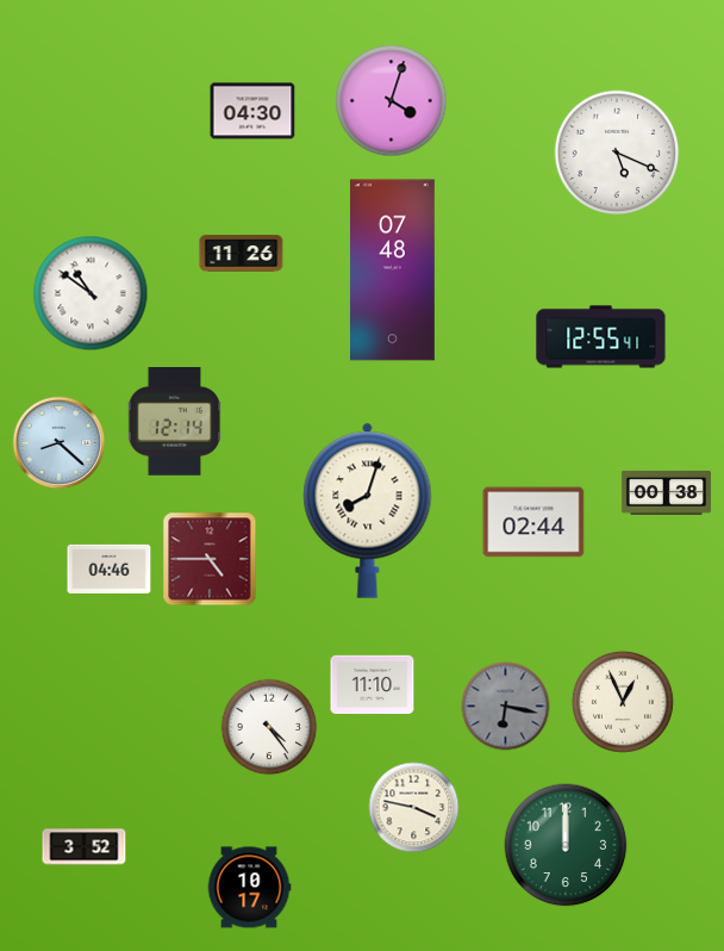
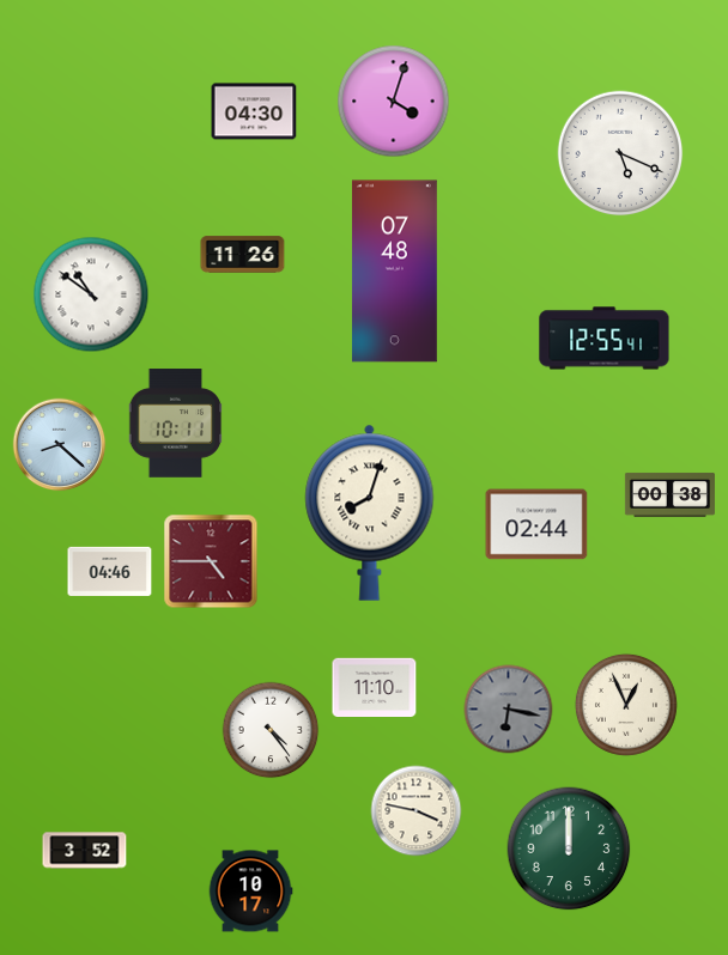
clock at (175, 422): 12:14 -> 10:11
